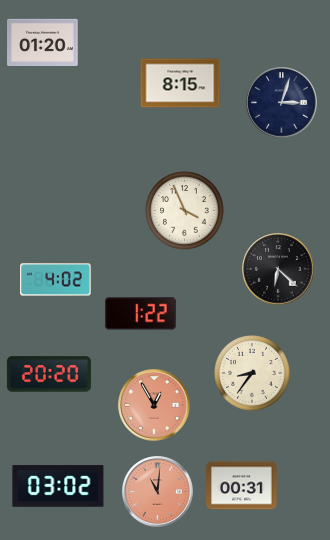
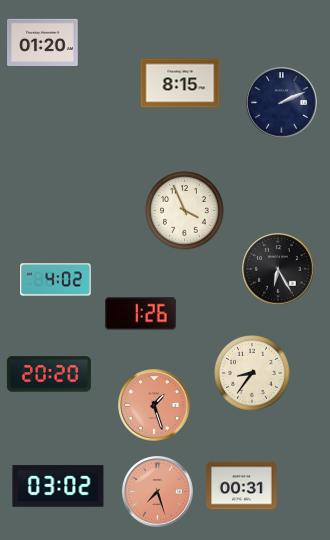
clock at (282, 103): 3:03 -> 2:11
clock at (278, 269): 6:22 -> 6:25
clock at (141, 314): 1:22 -> 1:26
clock at (154, 405): 12:55 -> 1:27
clock at (158, 492): 11:01 -> 7:27
